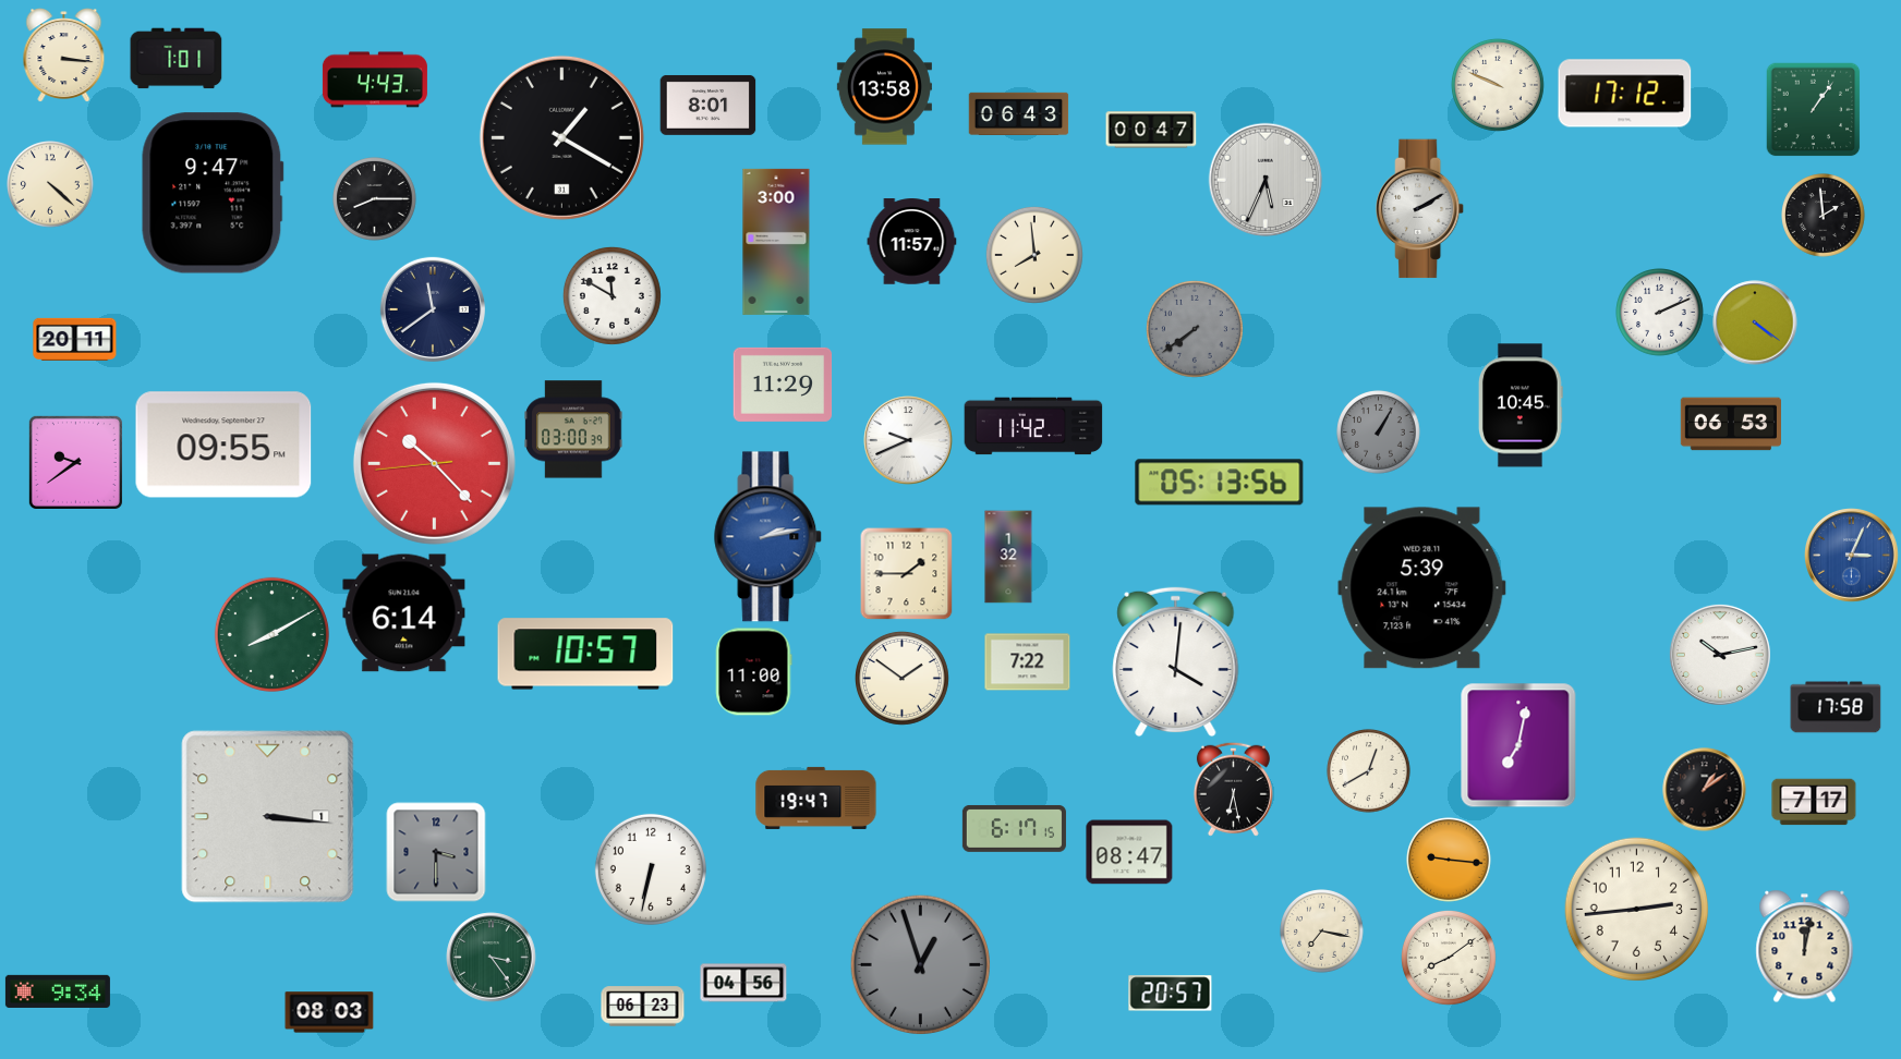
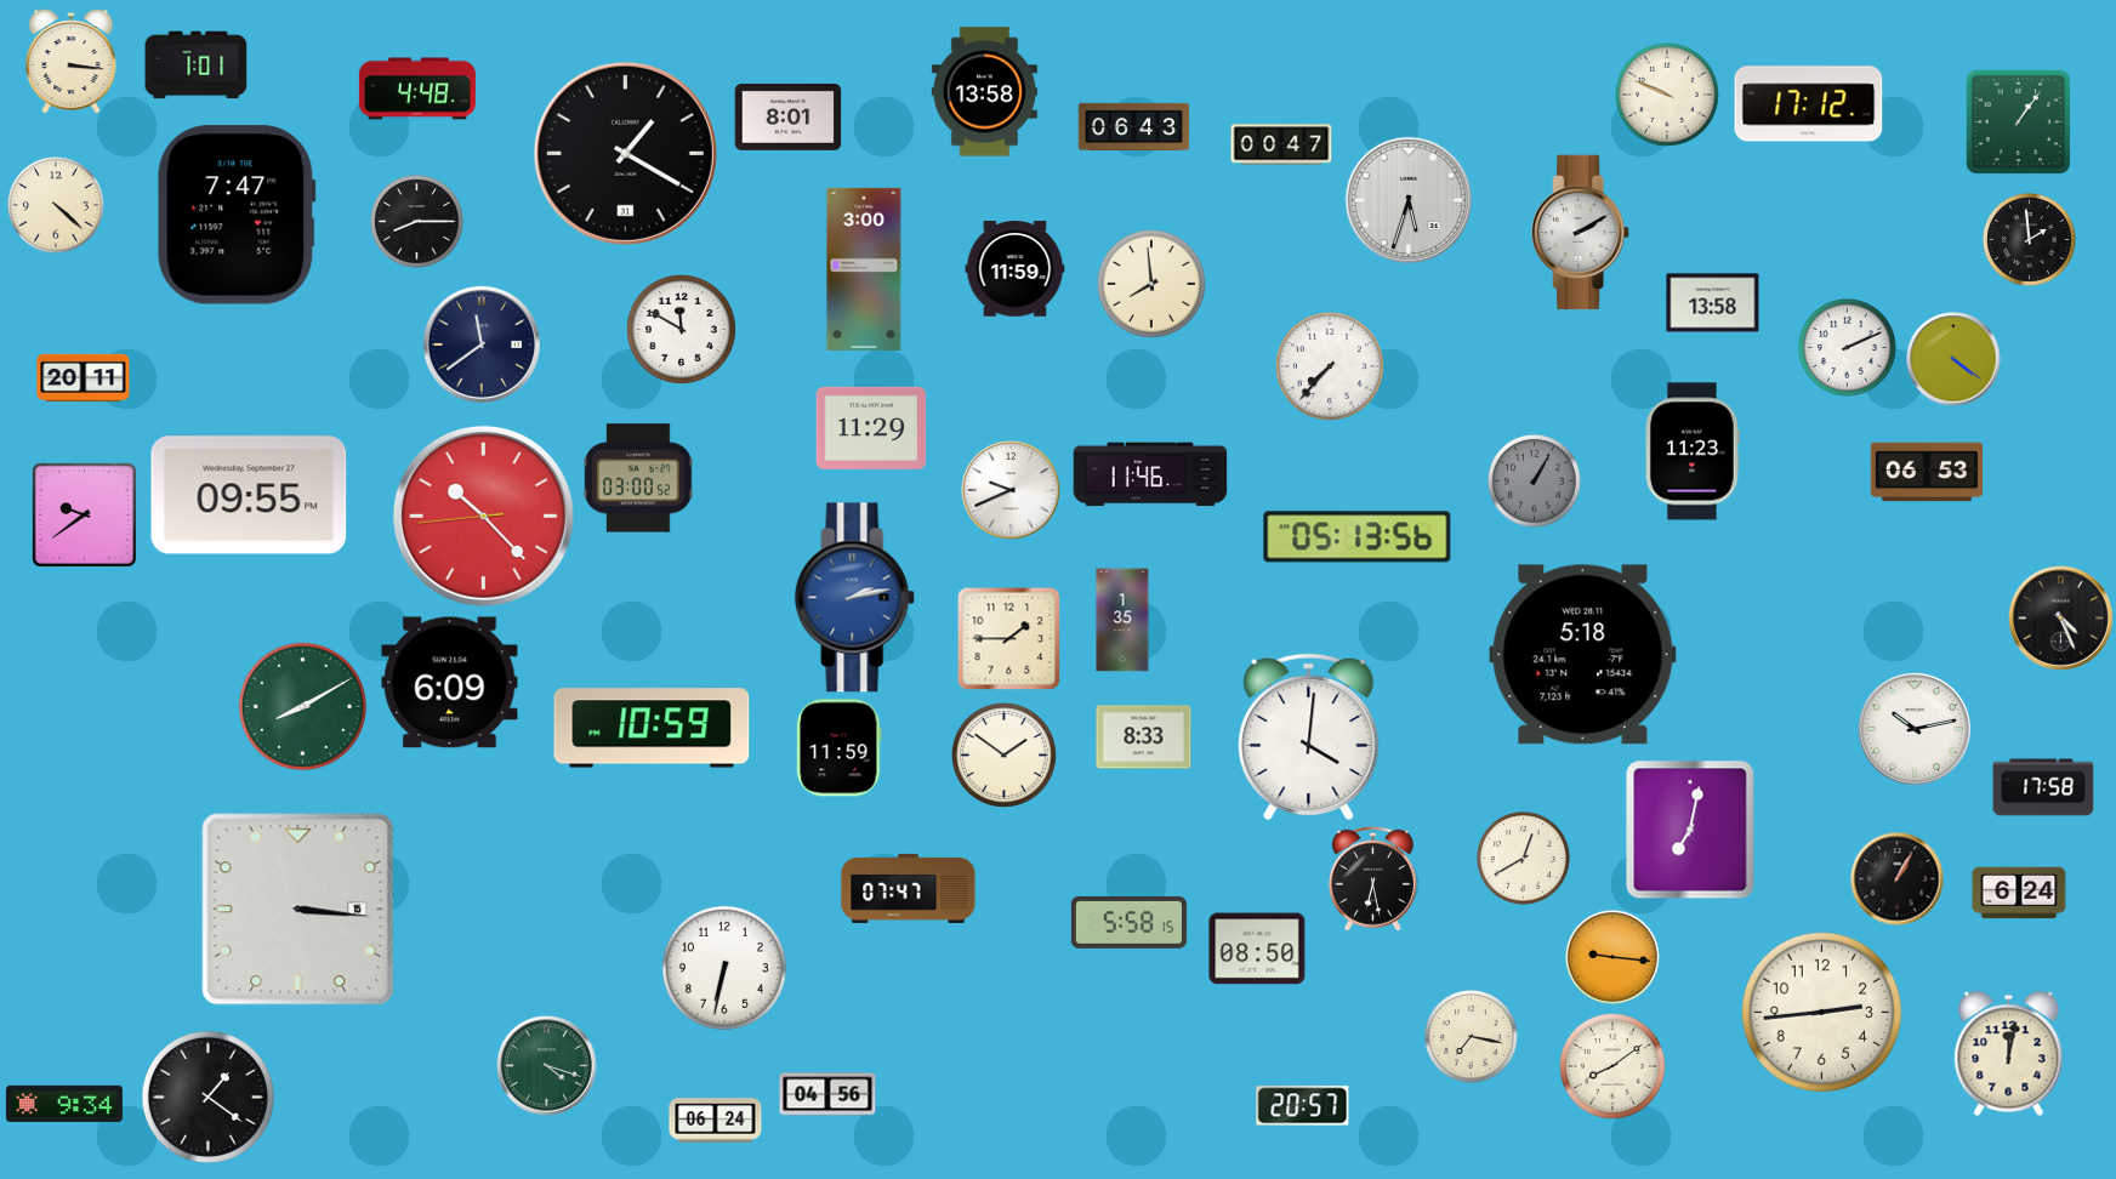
clock at (375, 80): 4:43 -> 4:48
clock at (884, 87) position: (884, 87) -> (984, 92)
clock at (1266, 180): 5:34 -> 5:33
clock at (213, 193): 9:47 -> 7:47
clock at (912, 242): 11:57 -> 11:59
clock at (1713, 303): none -> 13:58
clock at (1195, 329): 7:39 -> 7:37
clock at (1195, 329) dial: grey -> white
clock at (1521, 405): 10:45 -> 11:23
clock at (1033, 426): 11:42 -> 11:46
clock at (573, 429): 03:00:39 -> 03:00:52
clock at (1852, 556): 3:04 -> 4:26
clock at (1852, 556) dial: blue -> black
clock at (1008, 557): 1:32 -> 1:35
clock at (1422, 588): 5:39 -> 5:18
clock at (404, 613): 6:14 -> 6:09
clock at (585, 654): 10:57 -> 10:59
clock at (1028, 662): 7:22 -> 8:33
clock at (754, 672): 11:00 -> 11:59
clock at (1705, 790): 1:09 -> 1:05
clock at (816, 798): 19:47 -> 07:47
clock at (1814, 802): 7:17 -> 6:24
clock at (268, 817) date: 1 -> 15
clock at (1014, 828): 6:17 -> 5:58
clock at (436, 852): 3:30 -> none
clock at (1129, 852): 08:47 -> 08:50
clock at (492, 958): 3:24 -> 4:18
clock at (920, 964): 12:57 -> none
clock at (207, 1097): none -> 1:21
clock at (643, 1007): 06:23 -> 06:24
clock at (329, 1012): 08:03 -> none
